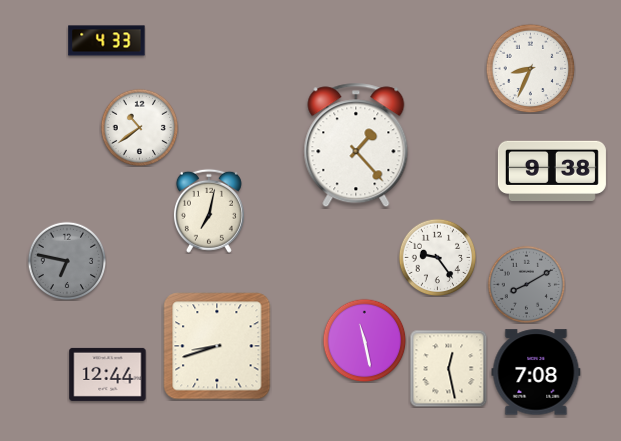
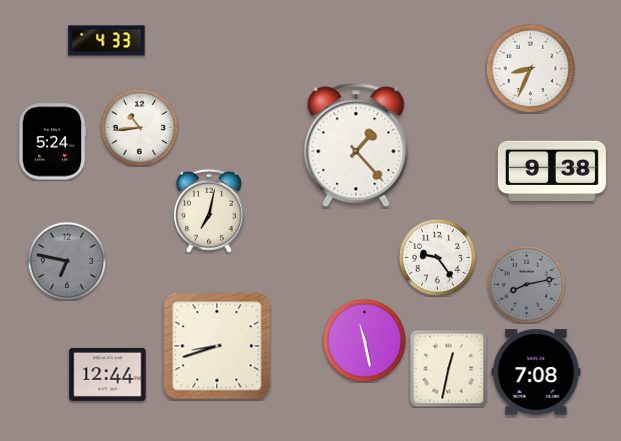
clock at (139, 127): 10:39 -> 10:44
clock at (52, 142): none -> 5:24
clock at (526, 284): 8:10 -> 8:13
clock at (448, 368): 12:28 -> 12:32
